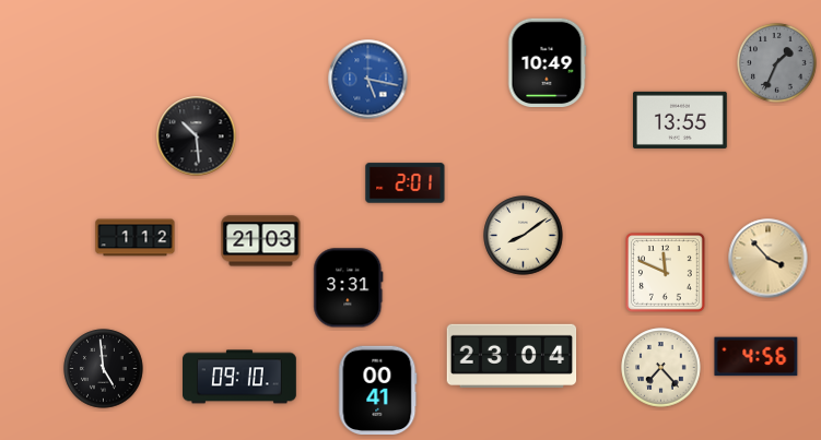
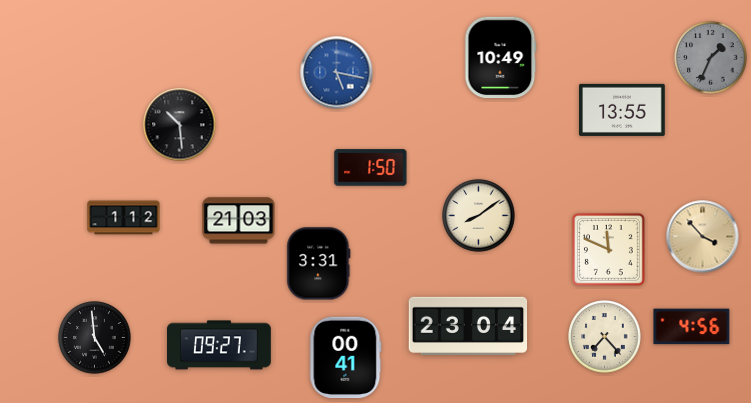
clock at (406, 183): 2:01 -> 1:50
clock at (241, 377): 09:10 -> 09:27
